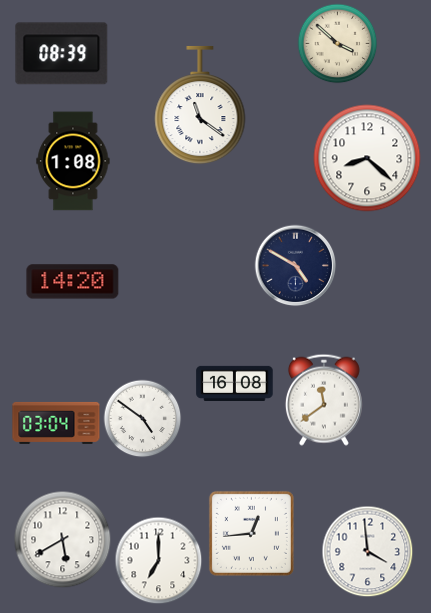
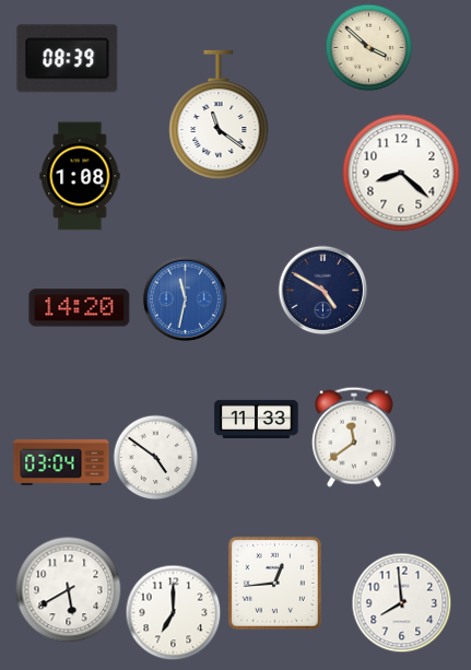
clock at (185, 298): none -> 11:32
clock at (235, 383): 16:08 -> 11:33
clock at (367, 551): 3:59 -> 7:59
